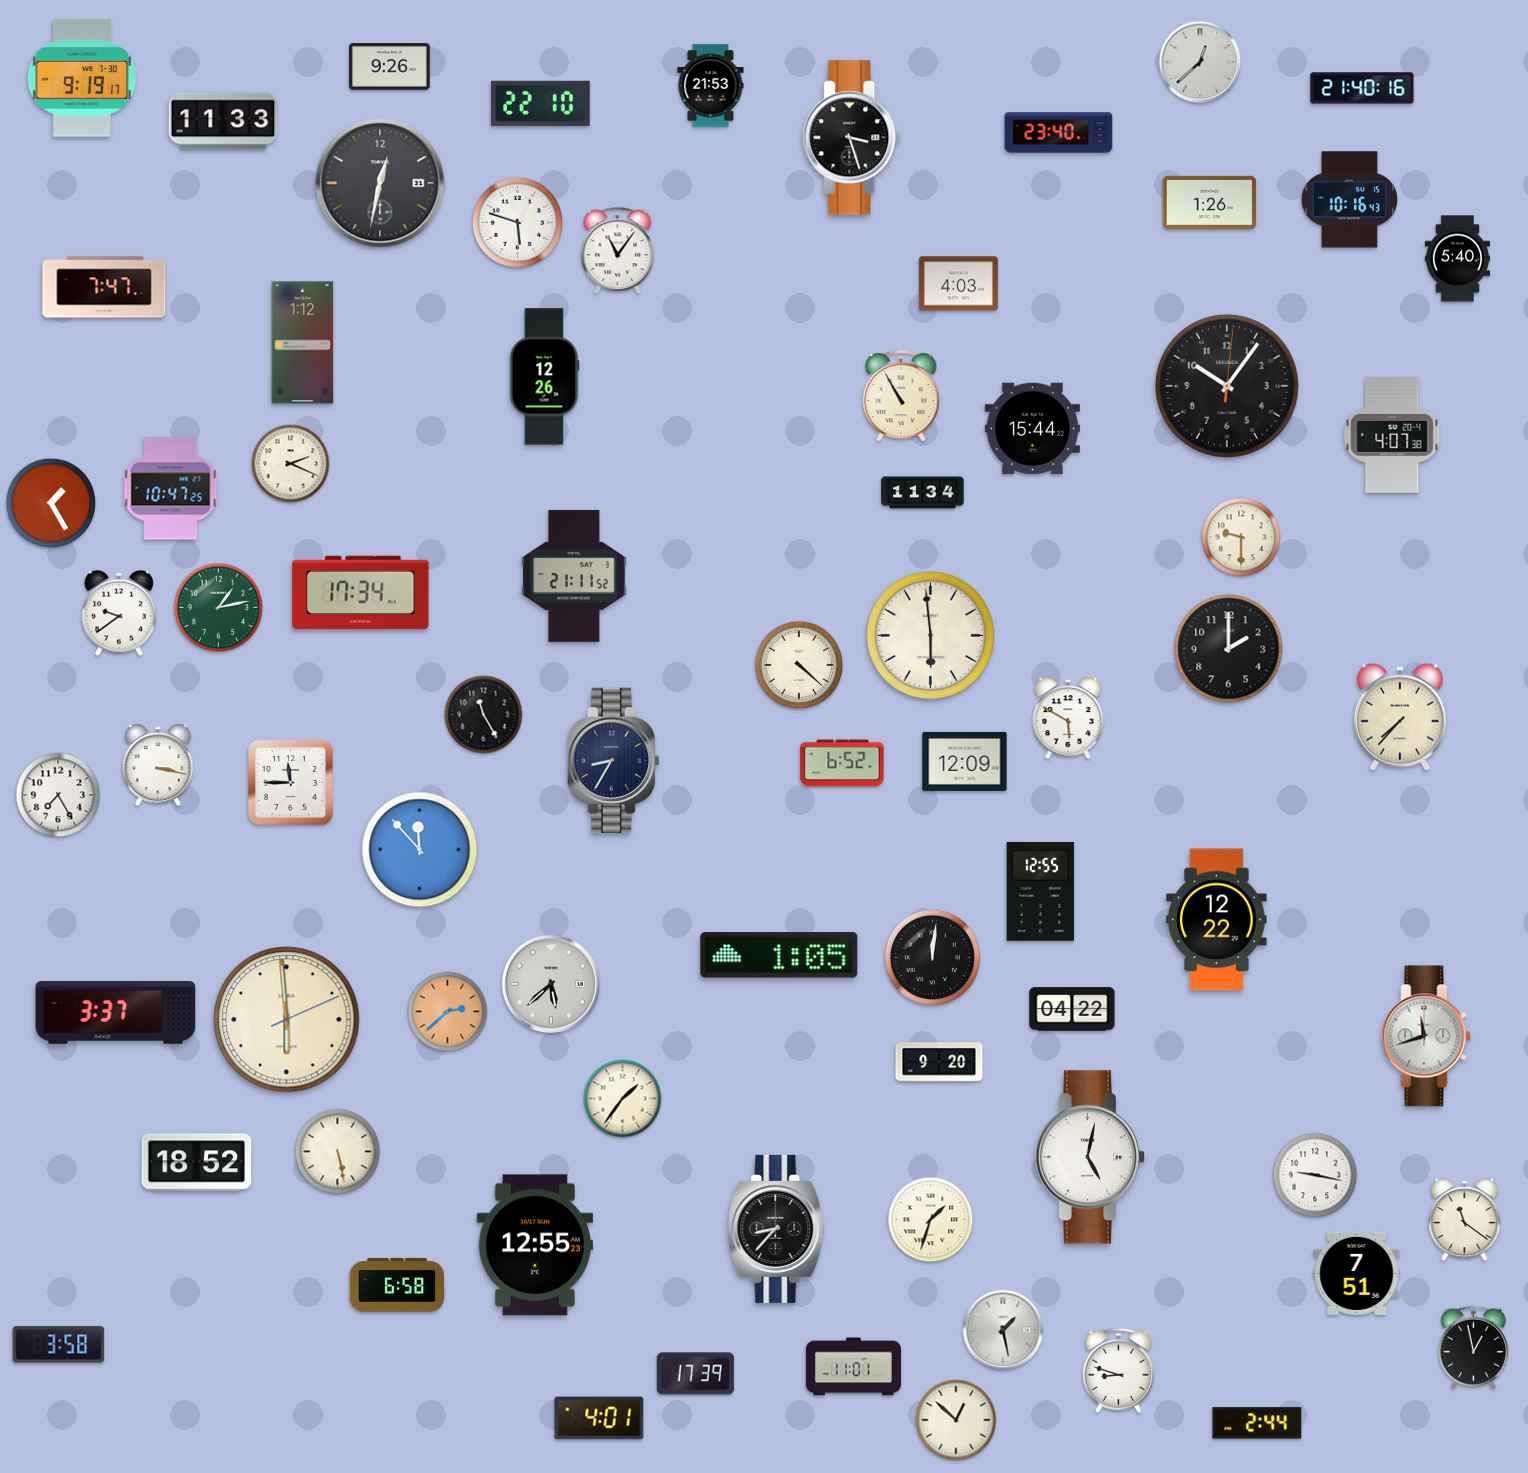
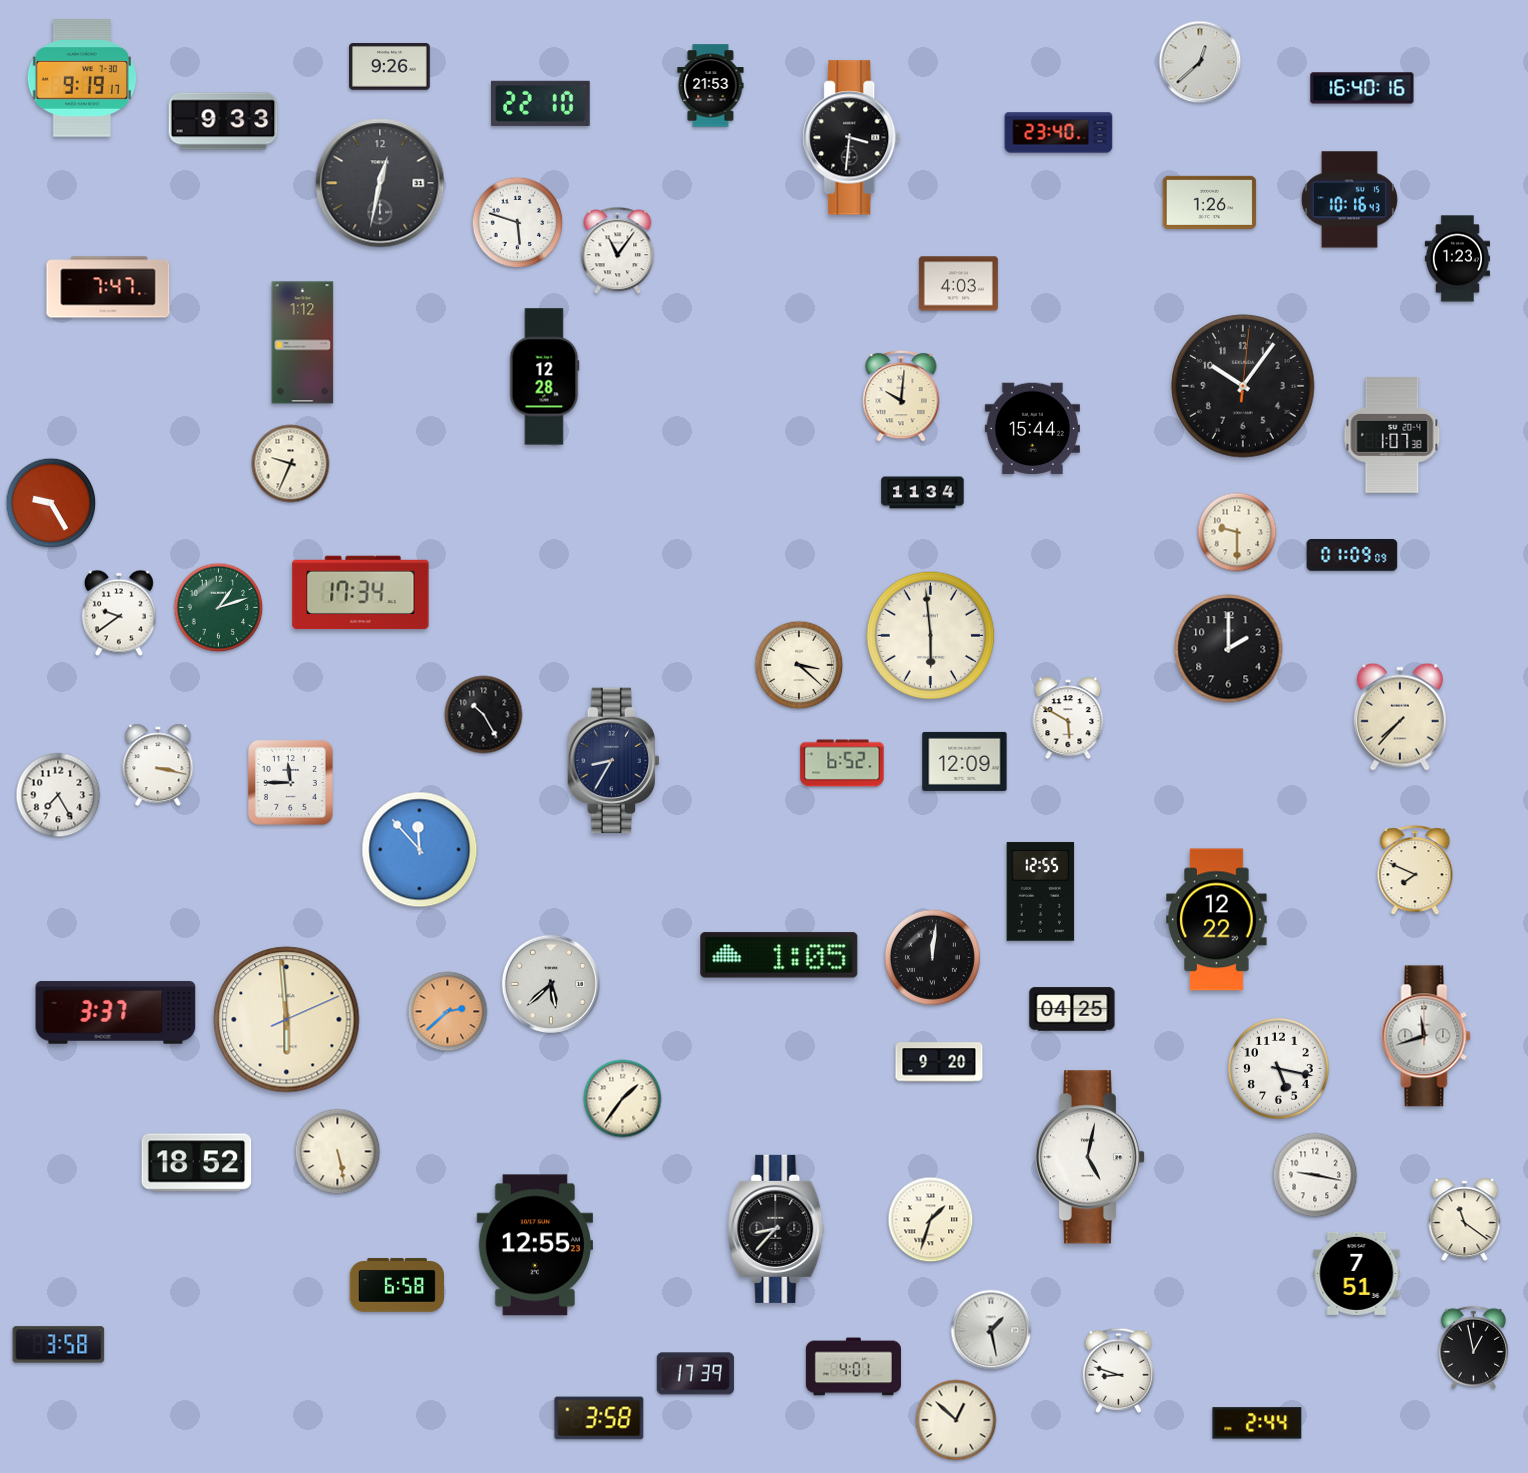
clock at (1362, 88): 21:40 -> 16:40
clock at (223, 121): 11:33 -> 9:33
clock at (852, 138): 3:27 -> 3:31
clock at (1457, 259): 5:40 -> 1:23
clock at (104, 287) position: (104, 287) -> (108, 287)
clock at (544, 377): 12:26 -> 12:28
clock at (1227, 386) position: (1227, 386) -> (1243, 386)
clock at (901, 396): 10:55 -> 10:01
clock at (1392, 435): 4:07 -> 1:07
clock at (291, 464): 2:19 -> 9:34
clock at (171, 489): 10:47 -> none
clock at (51, 503): 1:25 -> 9:25
clock at (1241, 537) position: (1241, 537) -> (1237, 532)
clock at (1352, 556): none -> 01:09
clock at (574, 576): 21:11 -> none
clock at (219, 608): 1:13 -> 1:12
clock at (799, 665): 4:22 -> 3:22
clock at (484, 715): 11:25 -> 10:25
clock at (1415, 871): none -> 7:49
clock at (1072, 1009): 04:22 -> 04:25
clock at (1279, 1069): none -> 5:17
clock at (1003, 1330) position: (1003, 1330) -> (991, 1330)
clock at (853, 1367): 11:01 -> 4:01
clock at (599, 1418): 4:01 -> 3:58
